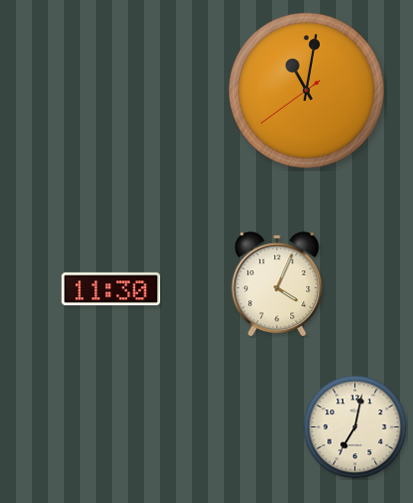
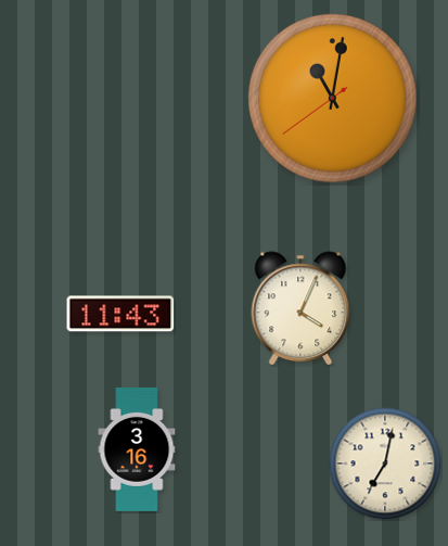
clock at (111, 289): 11:30 -> 11:43
clock at (137, 449): none -> 3:16
